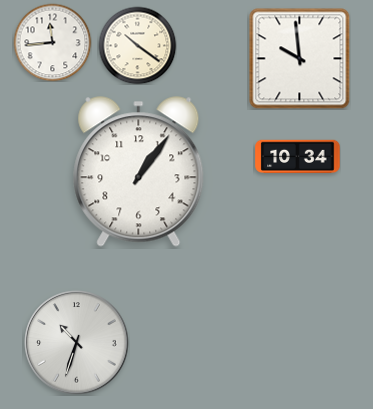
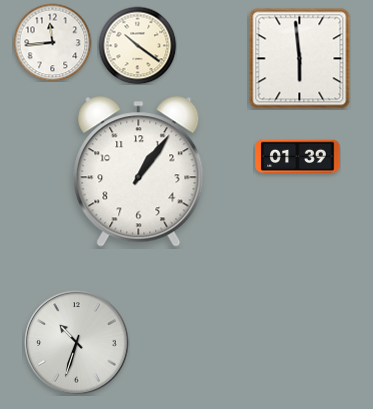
clock at (300, 59): 9:59 -> 5:59
clock at (298, 157): 10:34 -> 01:39
